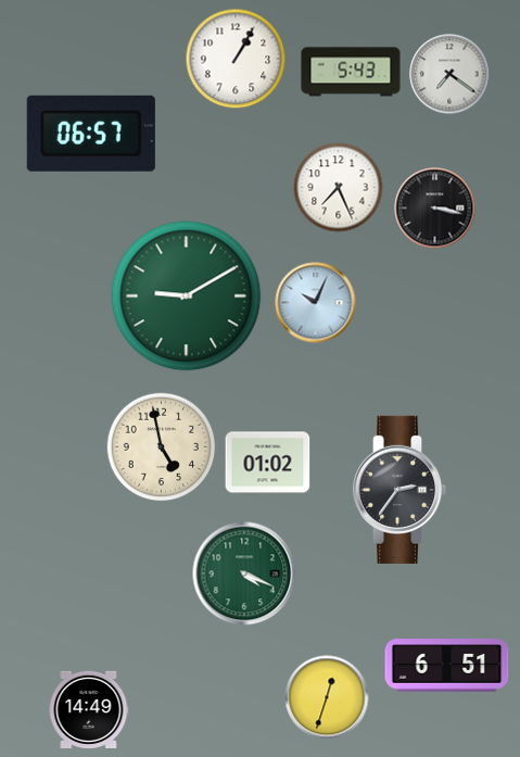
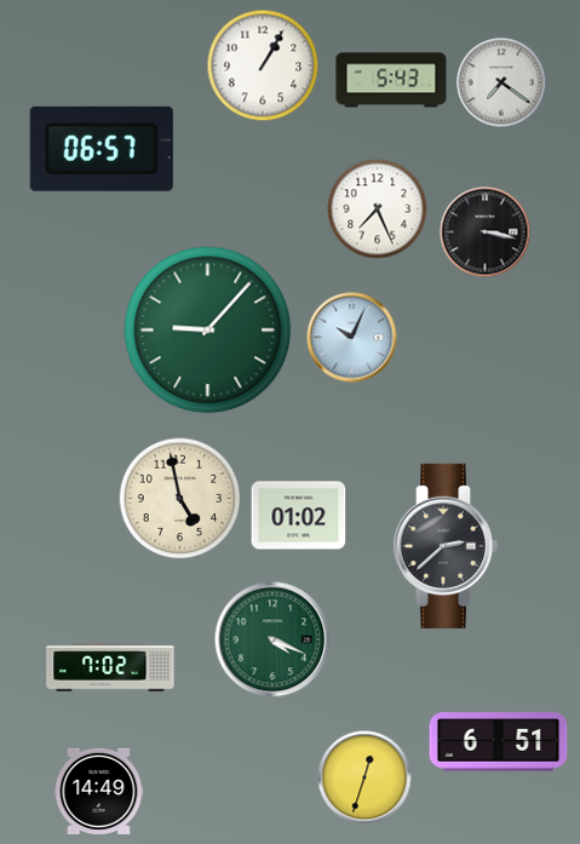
clock at (187, 297): 9:10 -> 9:07
clock at (399, 490): 2:36 -> 2:38
clock at (110, 667): none -> 7:02
